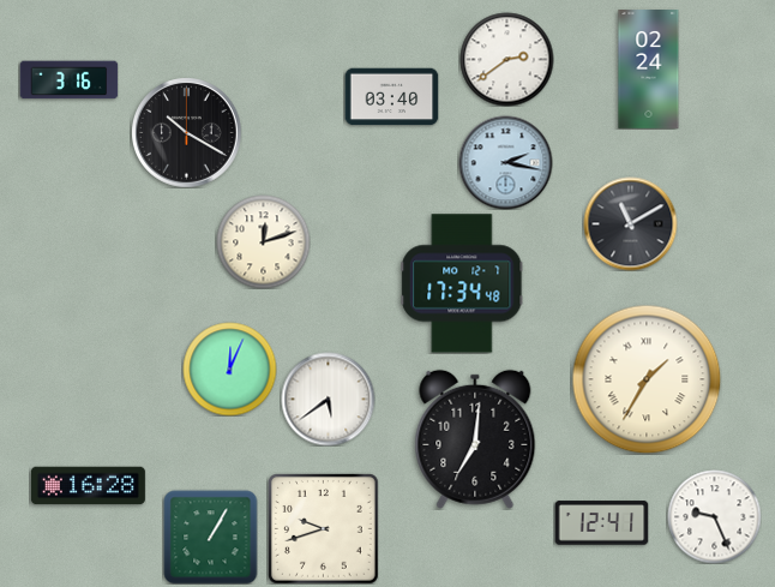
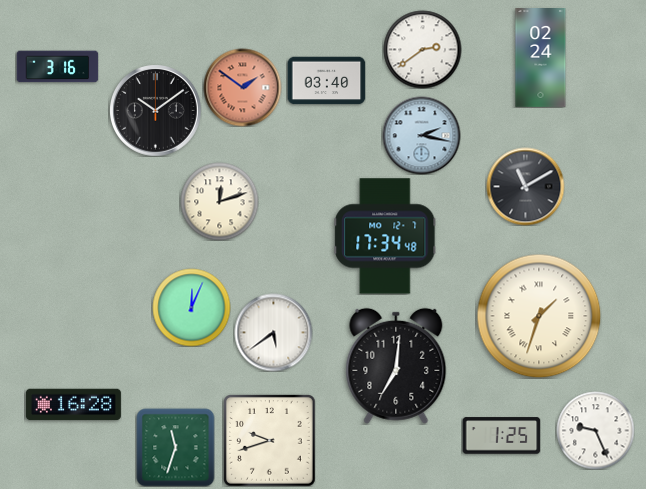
clock at (242, 87): none -> 1:51
clock at (187, 133): 10:20 -> 10:09
clock at (647, 379): 1:35 -> 1:33
clock at (601, 523): 12:41 -> 1:25
clock at (210, 537): 1:05 -> 11:33
